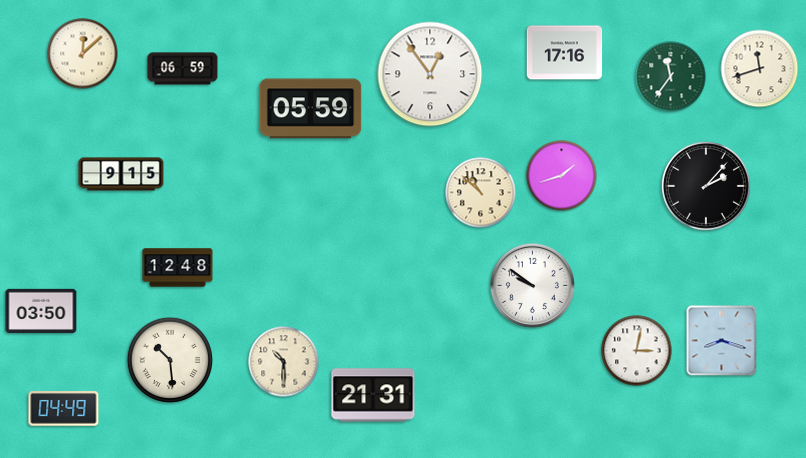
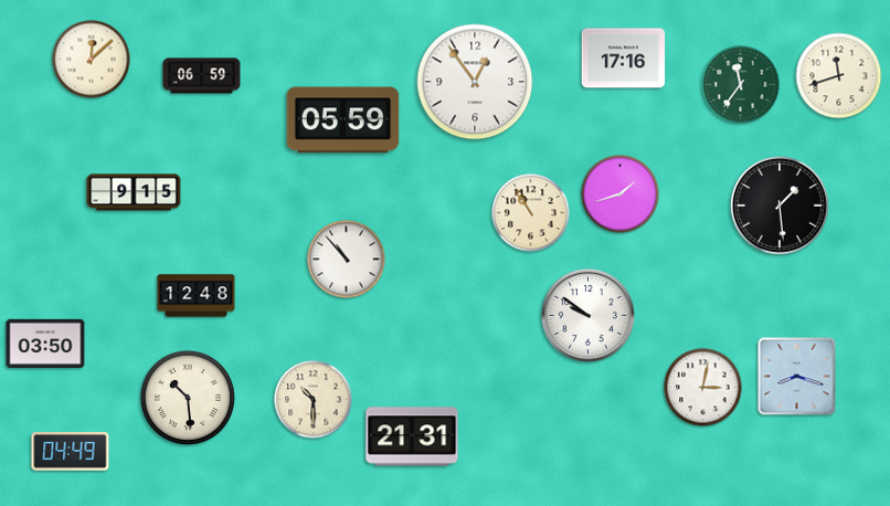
clock at (706, 186): 2:07 -> 1:29
clock at (481, 193): 10:52 -> 10:55
clock at (347, 260): none -> 10:53
